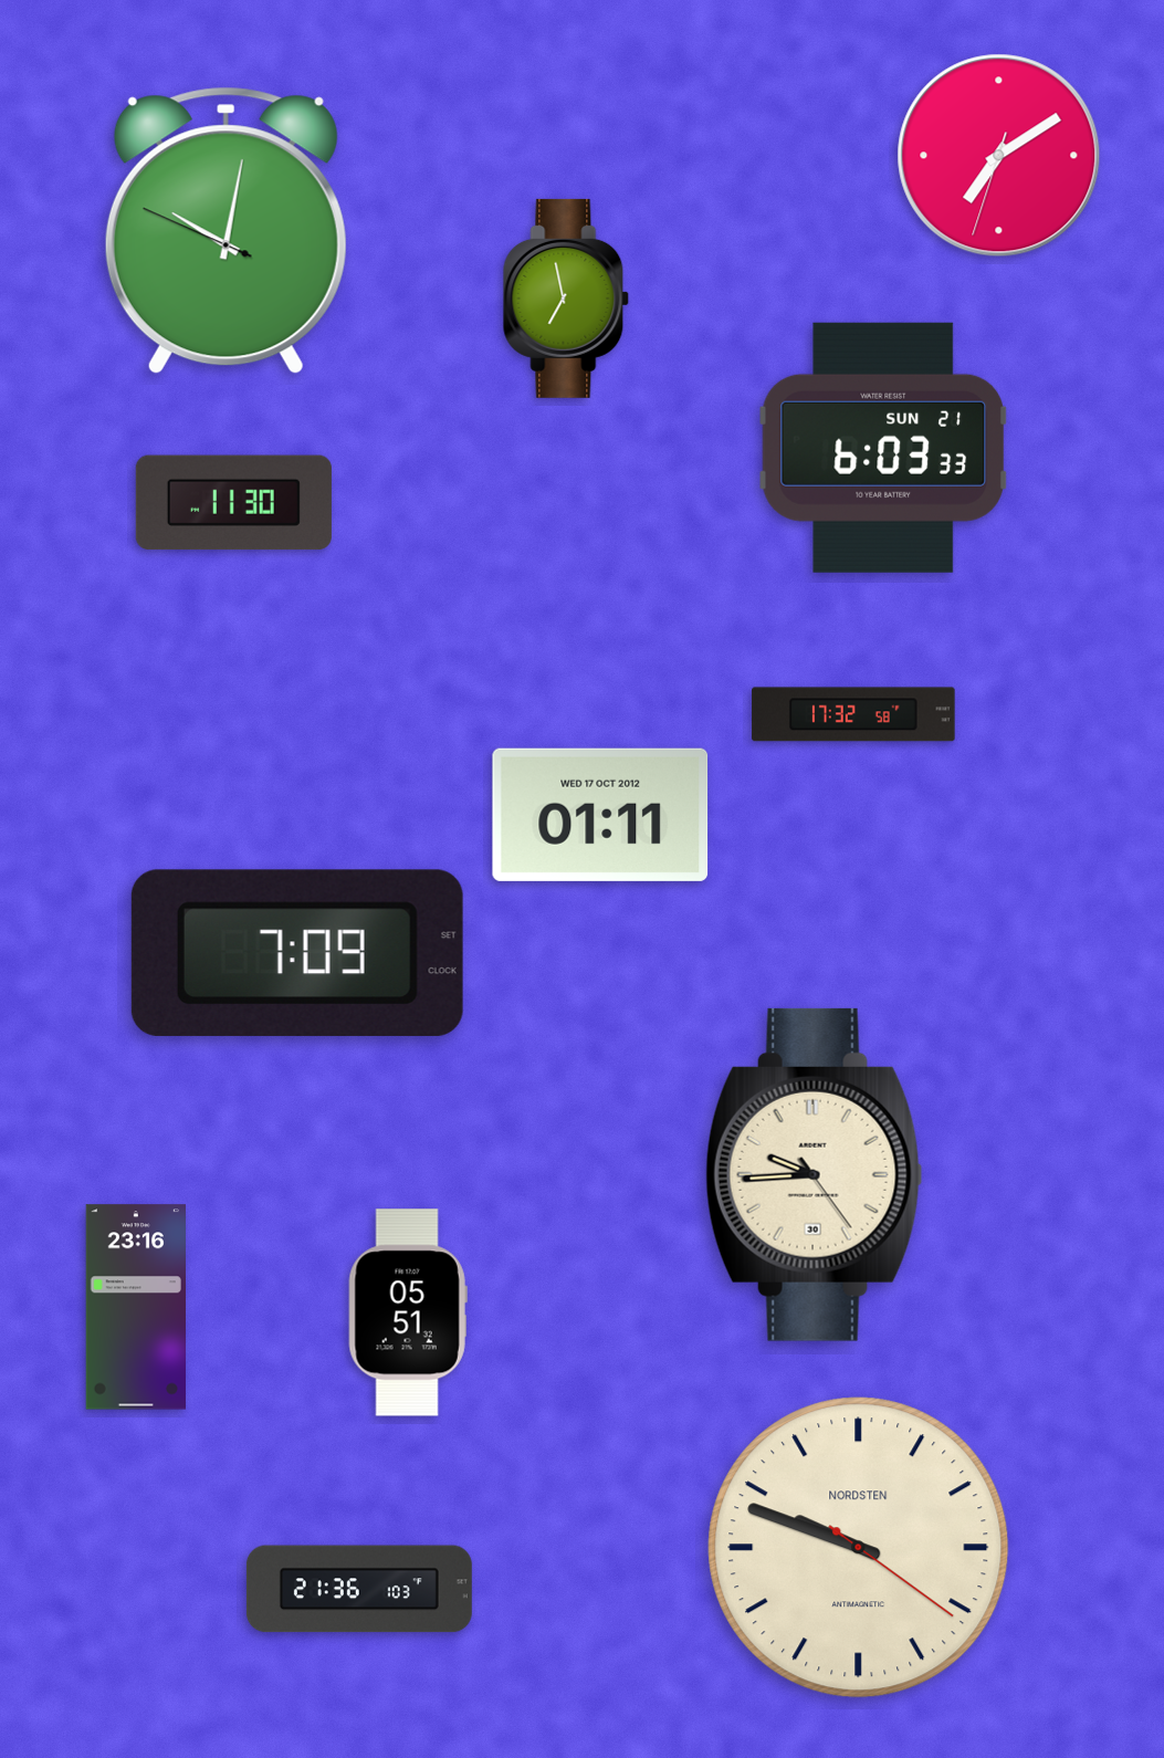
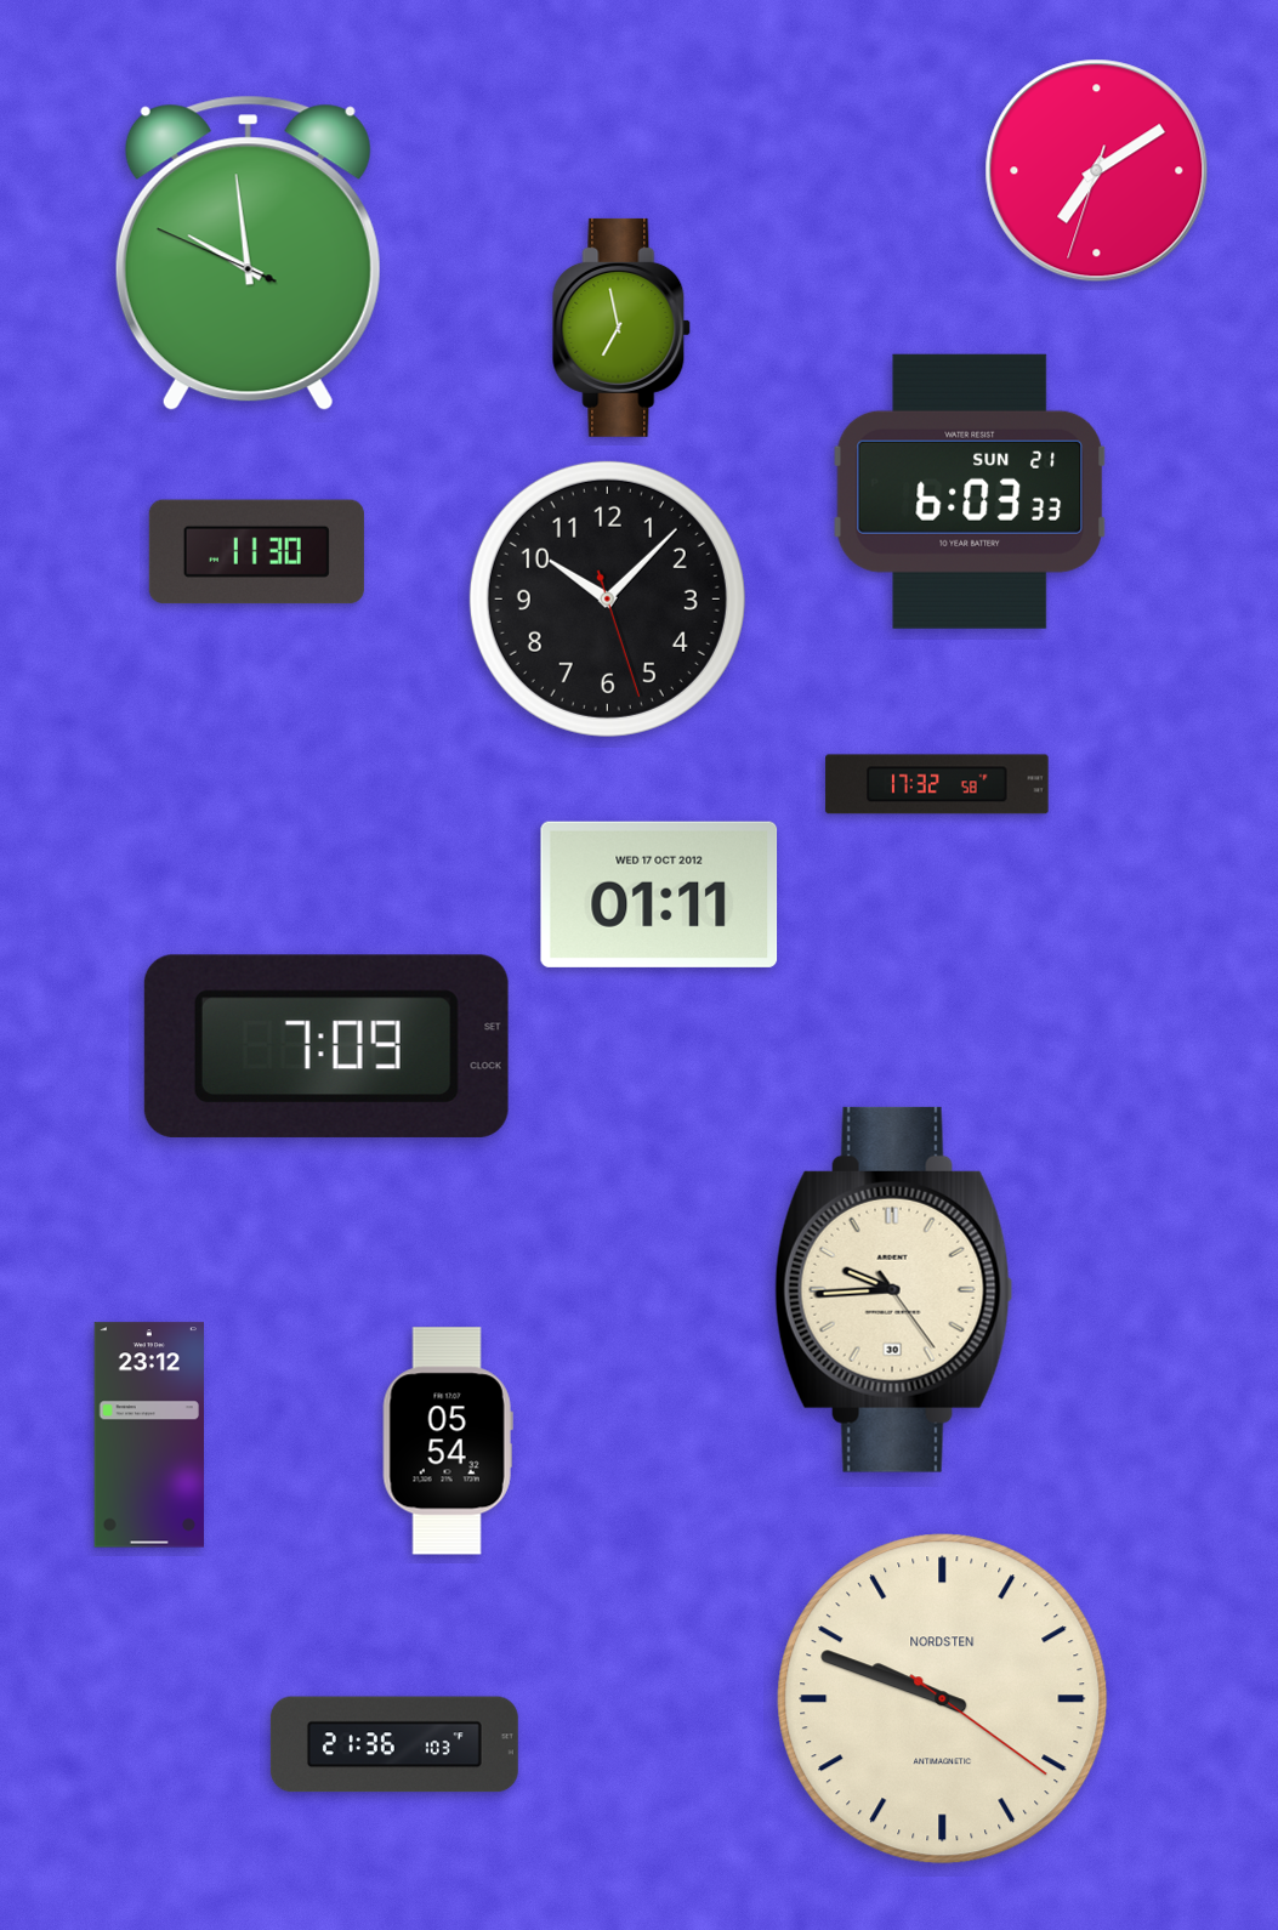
clock at (226, 231): 10:01 -> 9:58
clock at (607, 598): none -> 10:07
clock at (135, 1307): 23:16 -> 23:12
clock at (408, 1312): 05:51 -> 05:54
